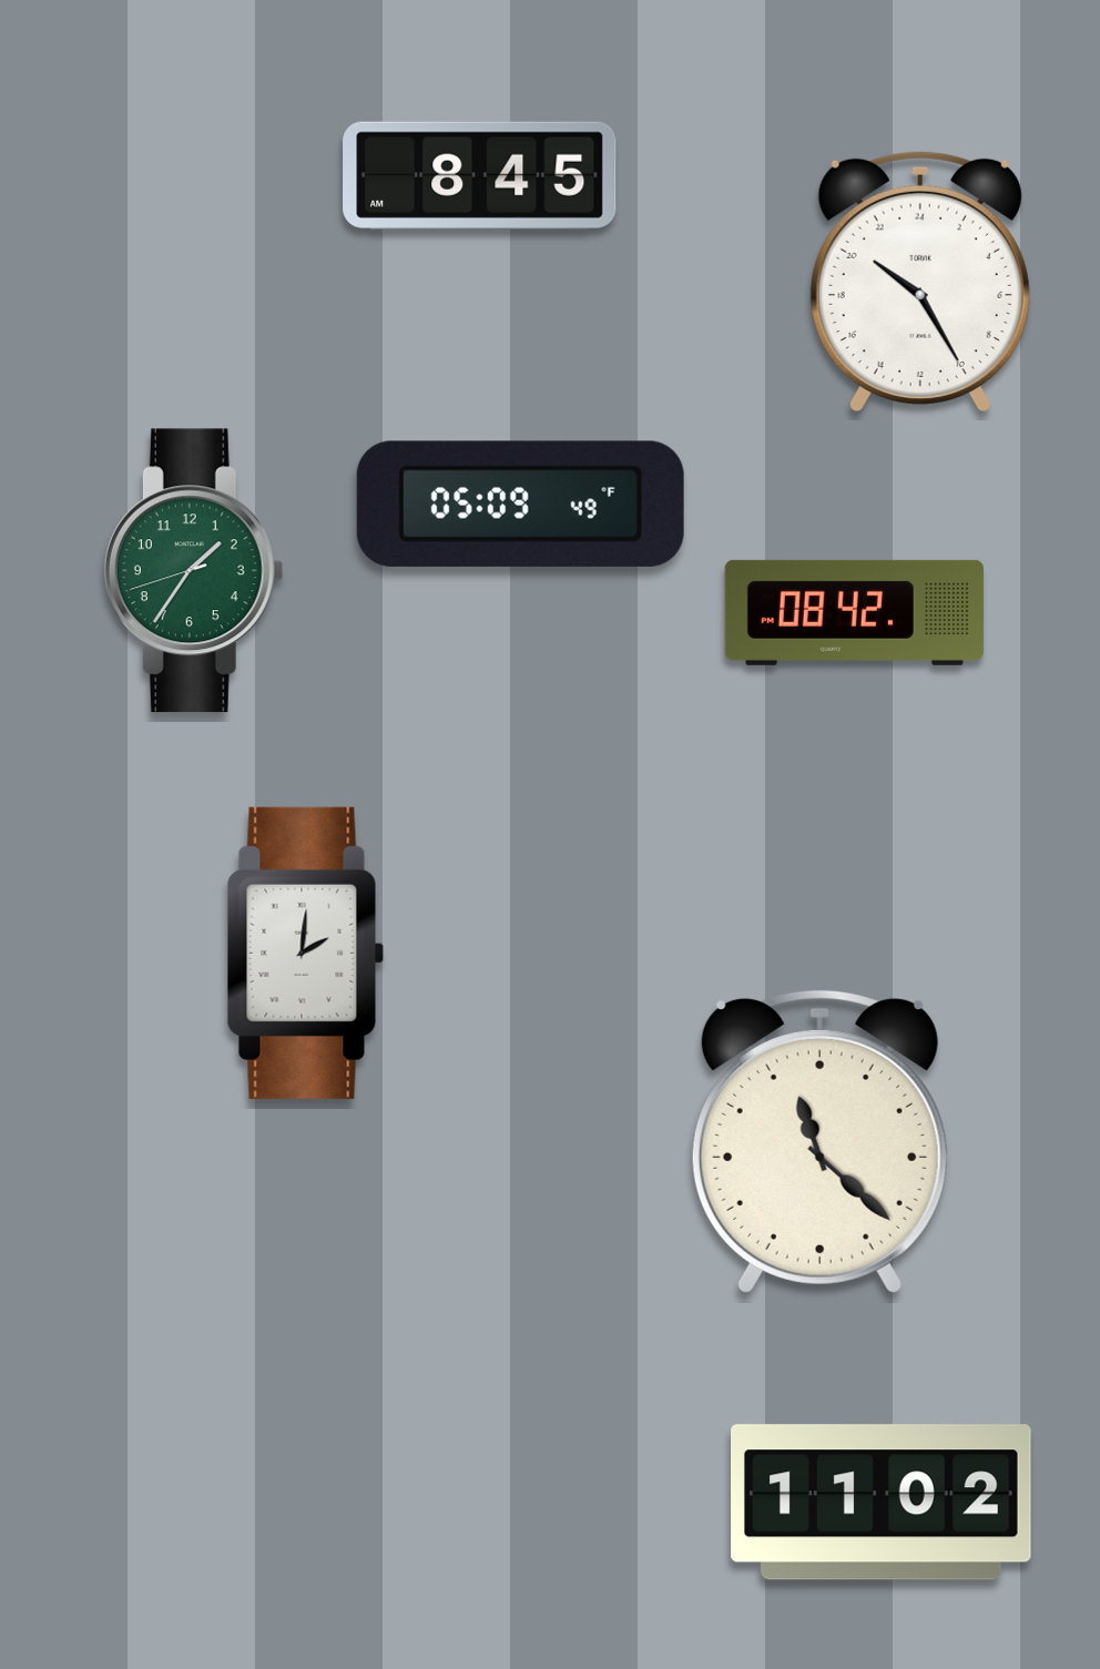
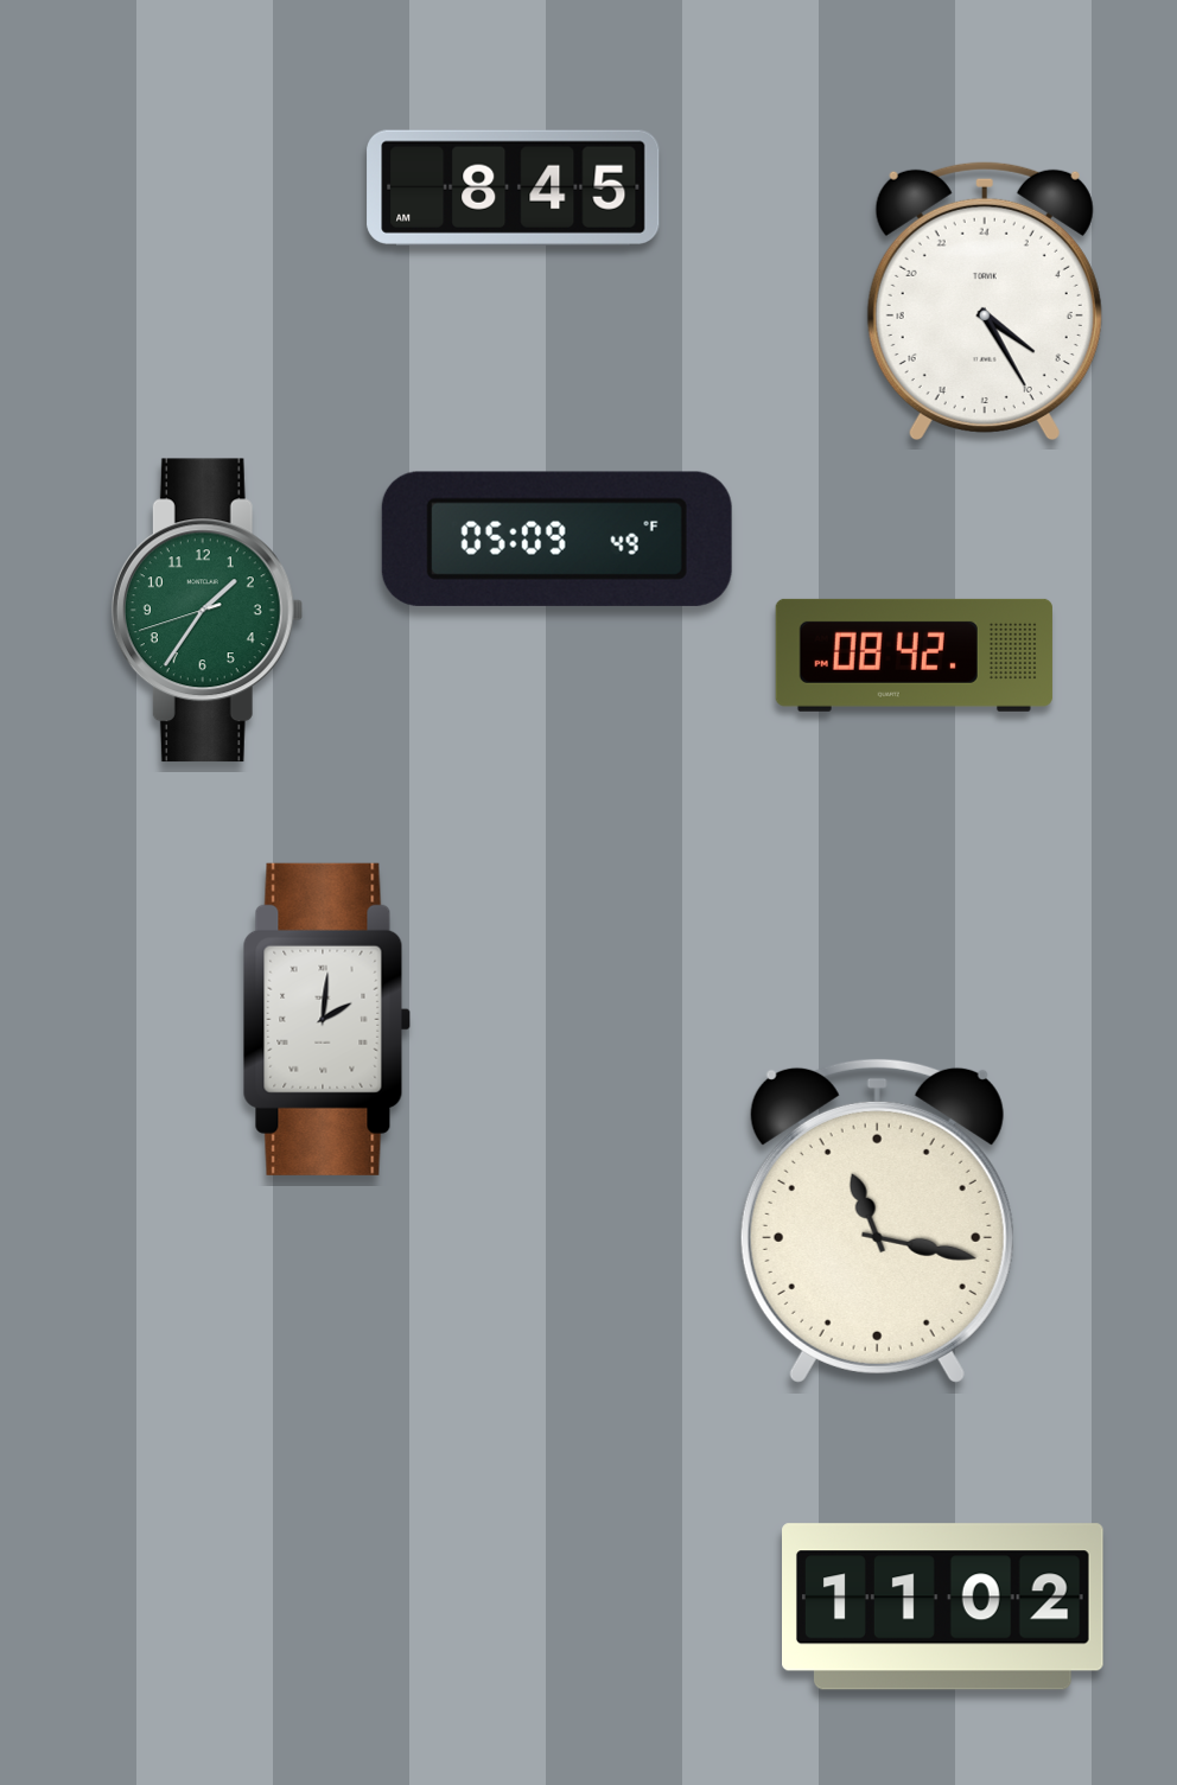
clock at (920, 281): 20:25 -> 8:25
clock at (819, 1141): 11:22 -> 11:17
